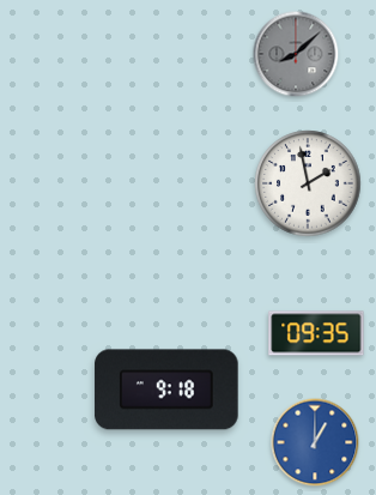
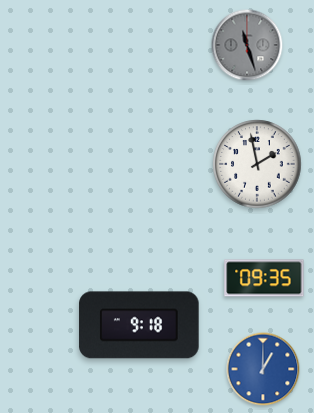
clock at (296, 54): 8:08 -> 11:27
clock at (308, 183) position: (308, 183) -> (257, 164)
